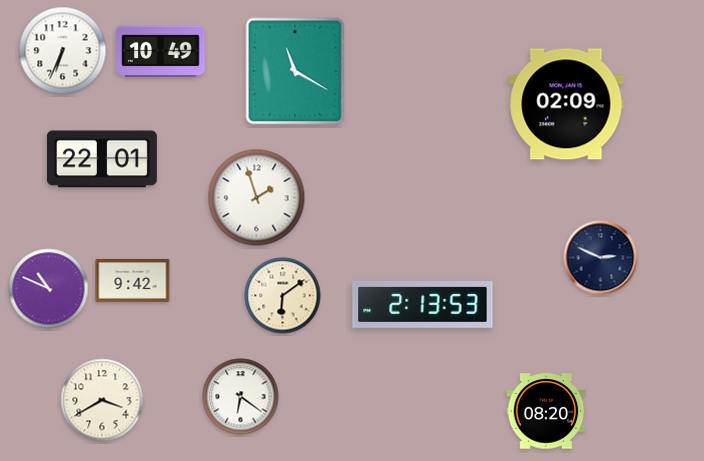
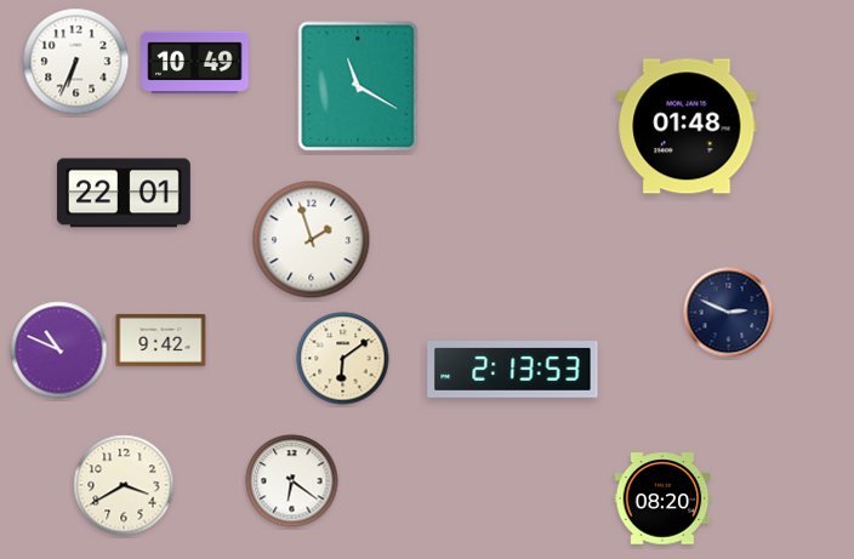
clock at (566, 104): 02:09 -> 01:48
